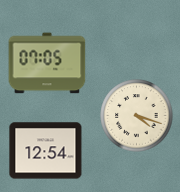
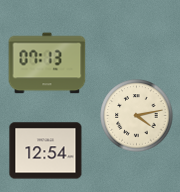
clock at (47, 63): 07:05 -> 07:13
clock at (137, 116): 4:18 -> 4:13
